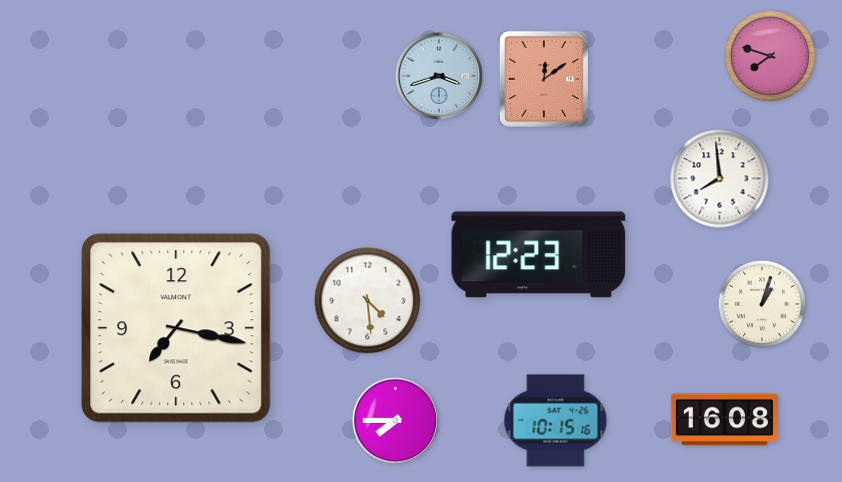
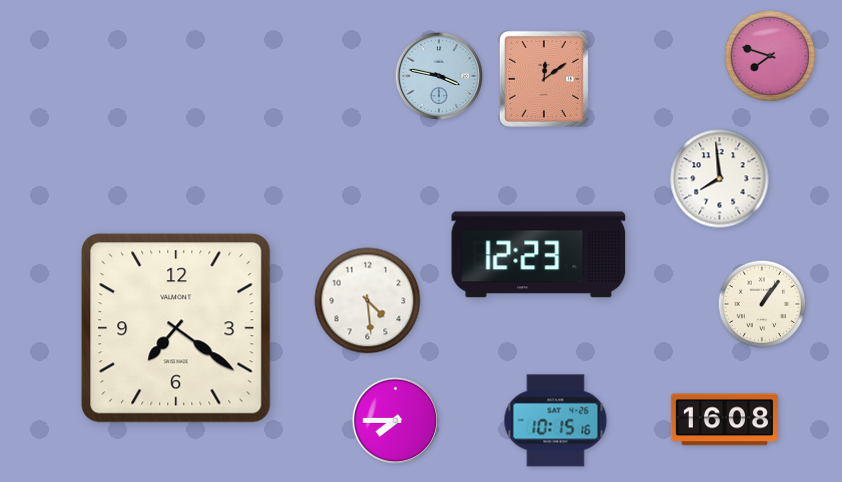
clock at (438, 75): 3:42 -> 3:47
clock at (762, 304): 1:03 -> 1:06
clock at (176, 328): 7:17 -> 7:21
